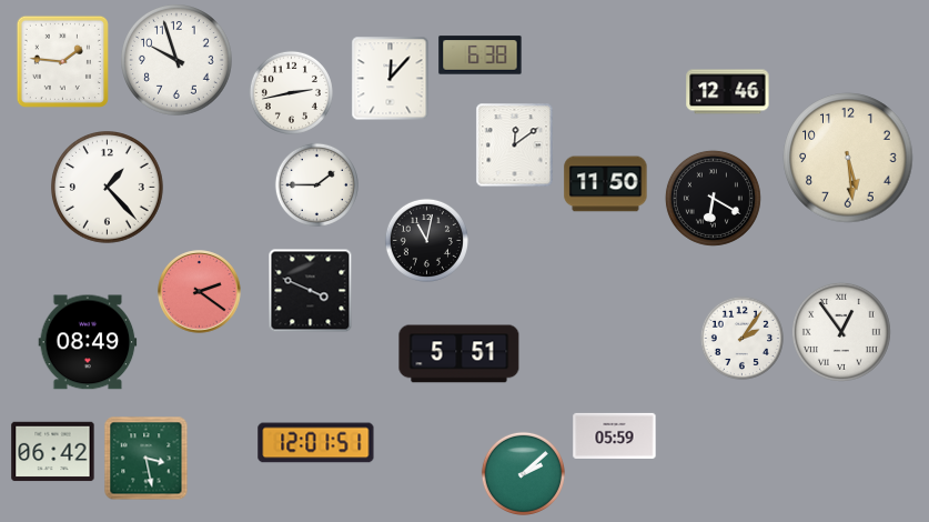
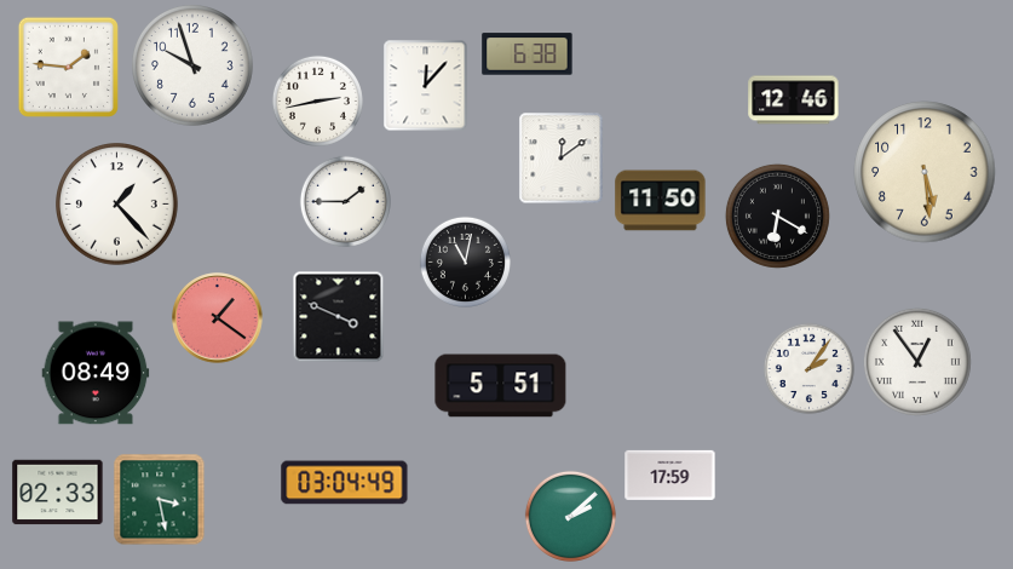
clock at (481, 56) position: (481, 56) -> (528, 54)
clock at (200, 292): 2:21 -> 1:21
clock at (615, 435): 05:59 -> 17:59
clock at (316, 443): 12:01 -> 03:04
clock at (53, 452): 06:42 -> 02:33
